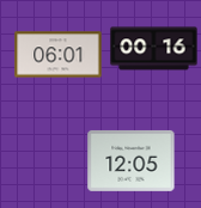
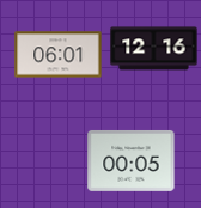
clock at (154, 49): 00:16 -> 12:16
clock at (132, 160): 12:05 -> 00:05
